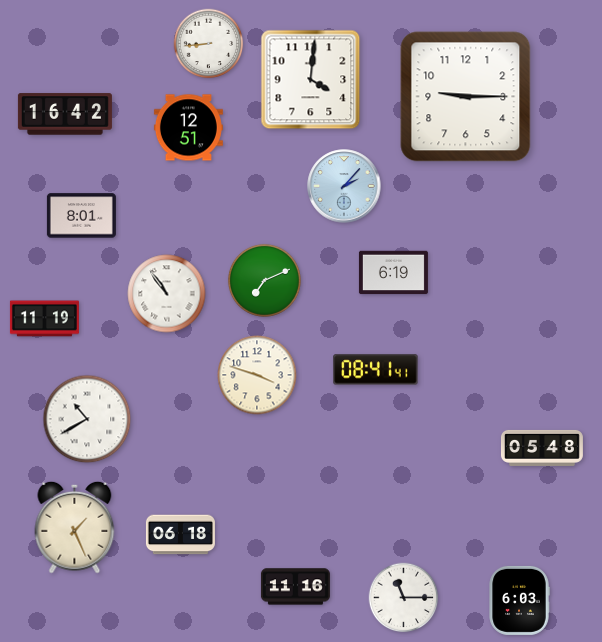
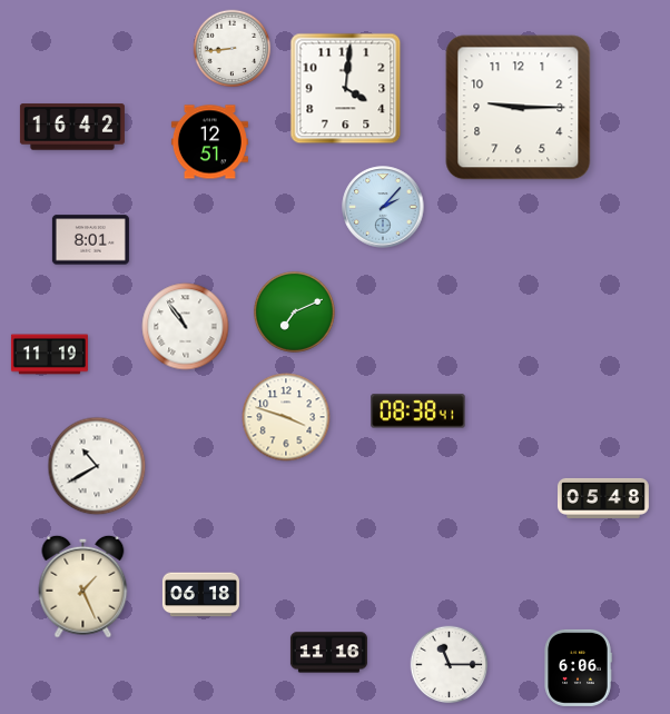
clock at (393, 273): 6:19 -> none
clock at (376, 370): 08:41 -> 08:38
clock at (519, 600): 6:03 -> 6:06
